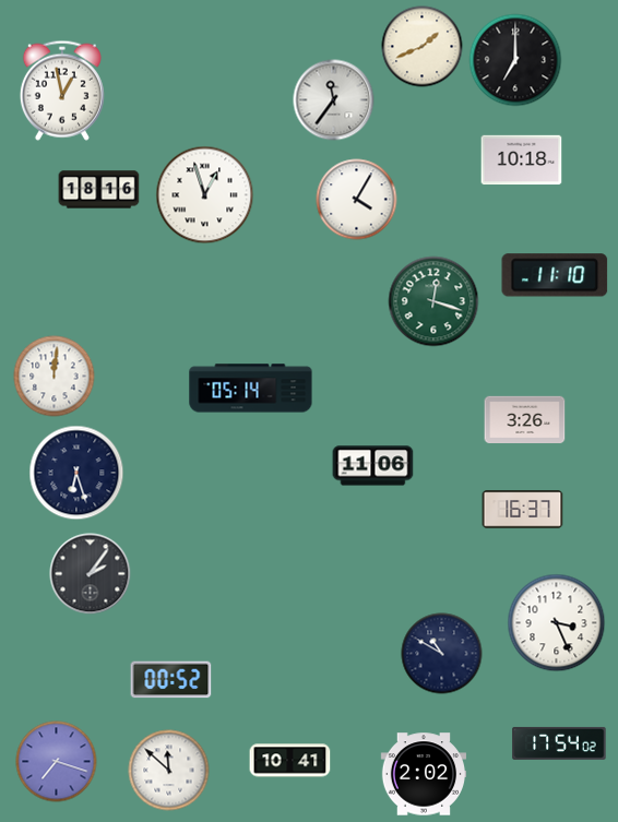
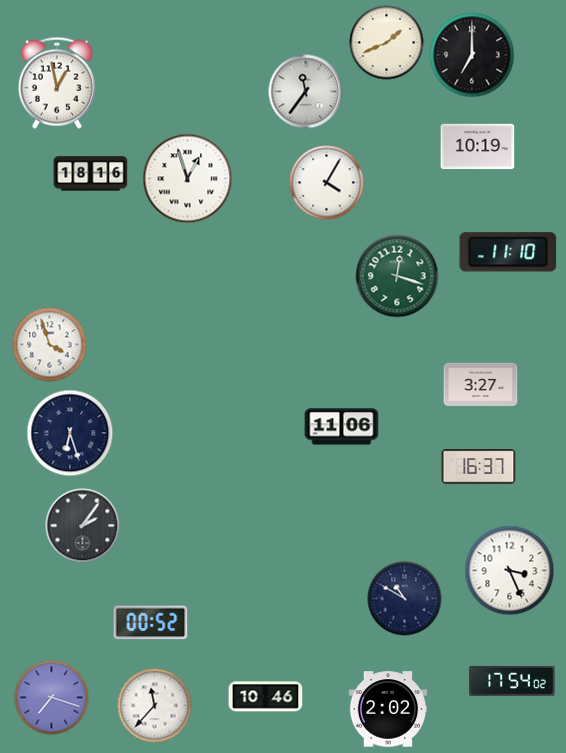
clock at (522, 160): 10:18 -> 10:19
clock at (55, 377): 12:01 -> 3:57
clock at (251, 389): 05:14 -> none
clock at (525, 420): 3:26 -> 3:27
clock at (171, 680) position: (171, 680) -> (151, 623)
clock at (290, 761): 10:41 -> 10:46
clock at (169, 771): 11:52 -> 11:37
